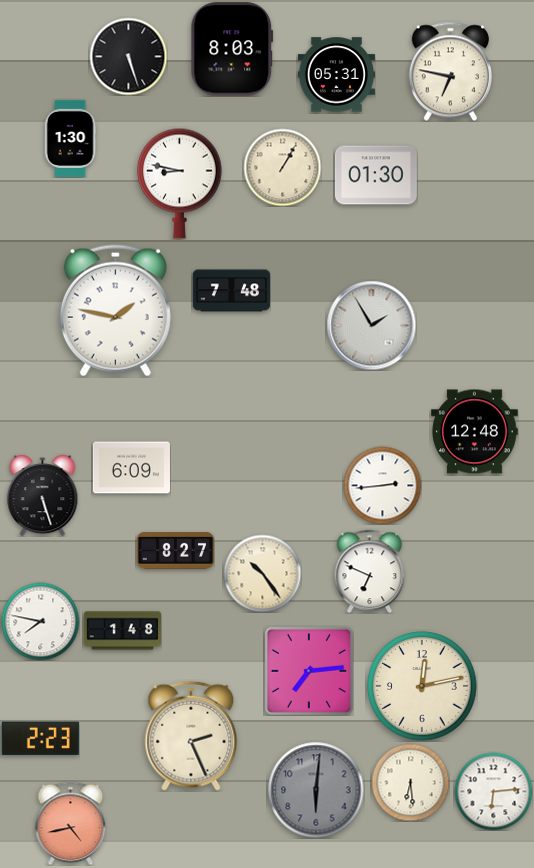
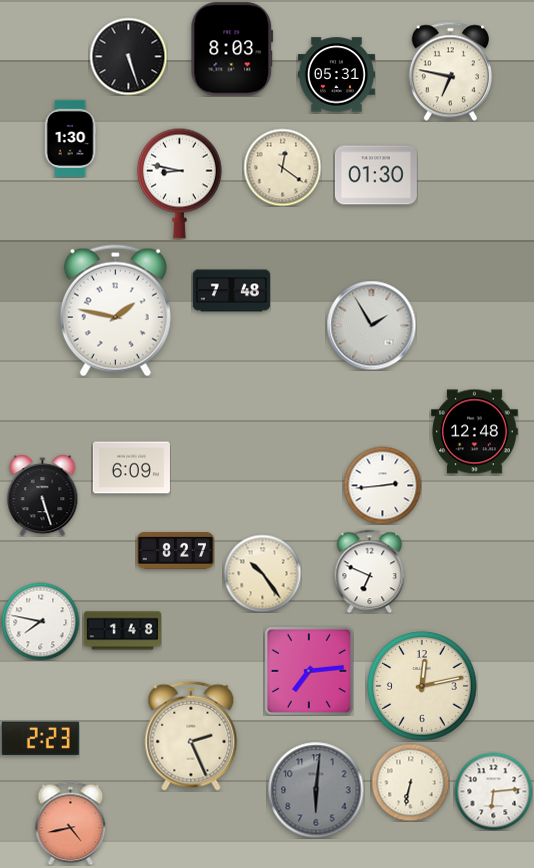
clock at (282, 167): 1:05 -> 12:21
clock at (410, 782): 6:29 -> 6:32
